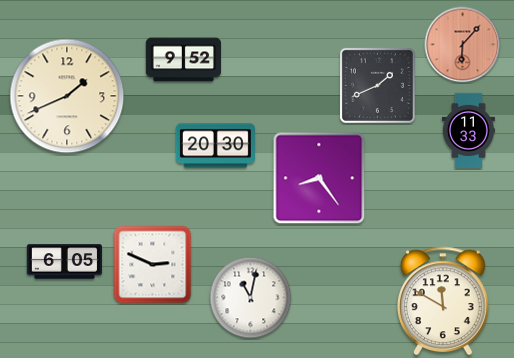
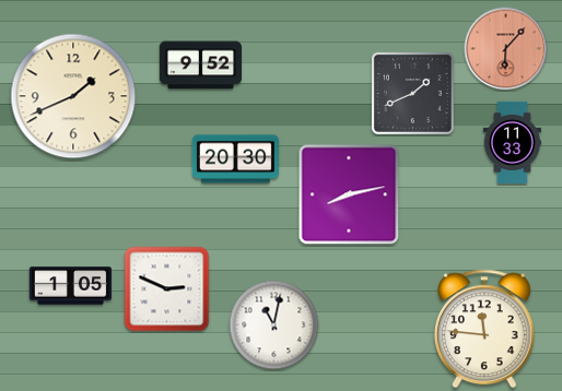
clock at (67, 96) position: (67, 96) -> (73, 96)
clock at (319, 178): 8:24 -> 8:13
clock at (64, 262): 6:05 -> 1:05
clock at (444, 301): 11:50 -> 11:46
